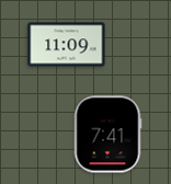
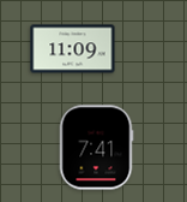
clock at (107, 135) position: (107, 135) -> (96, 148)
